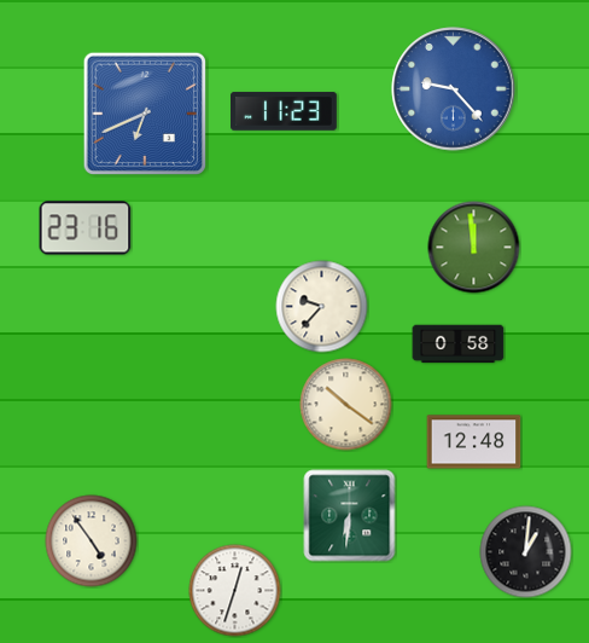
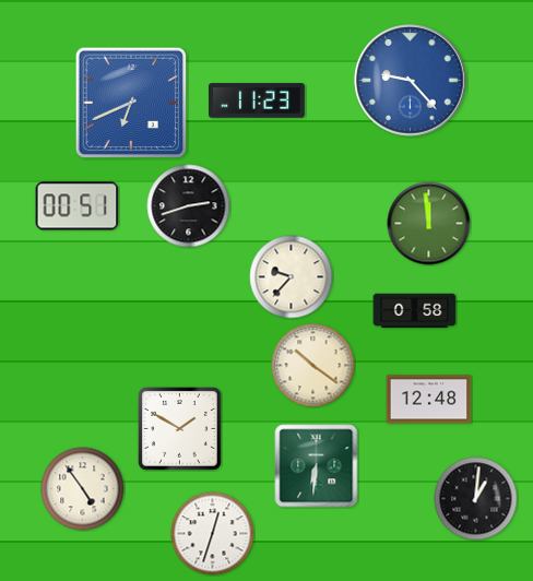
clock at (86, 228): 23:16 -> 00:51
clock at (189, 206): none -> 2:42
clock at (180, 429): none -> 1:50
